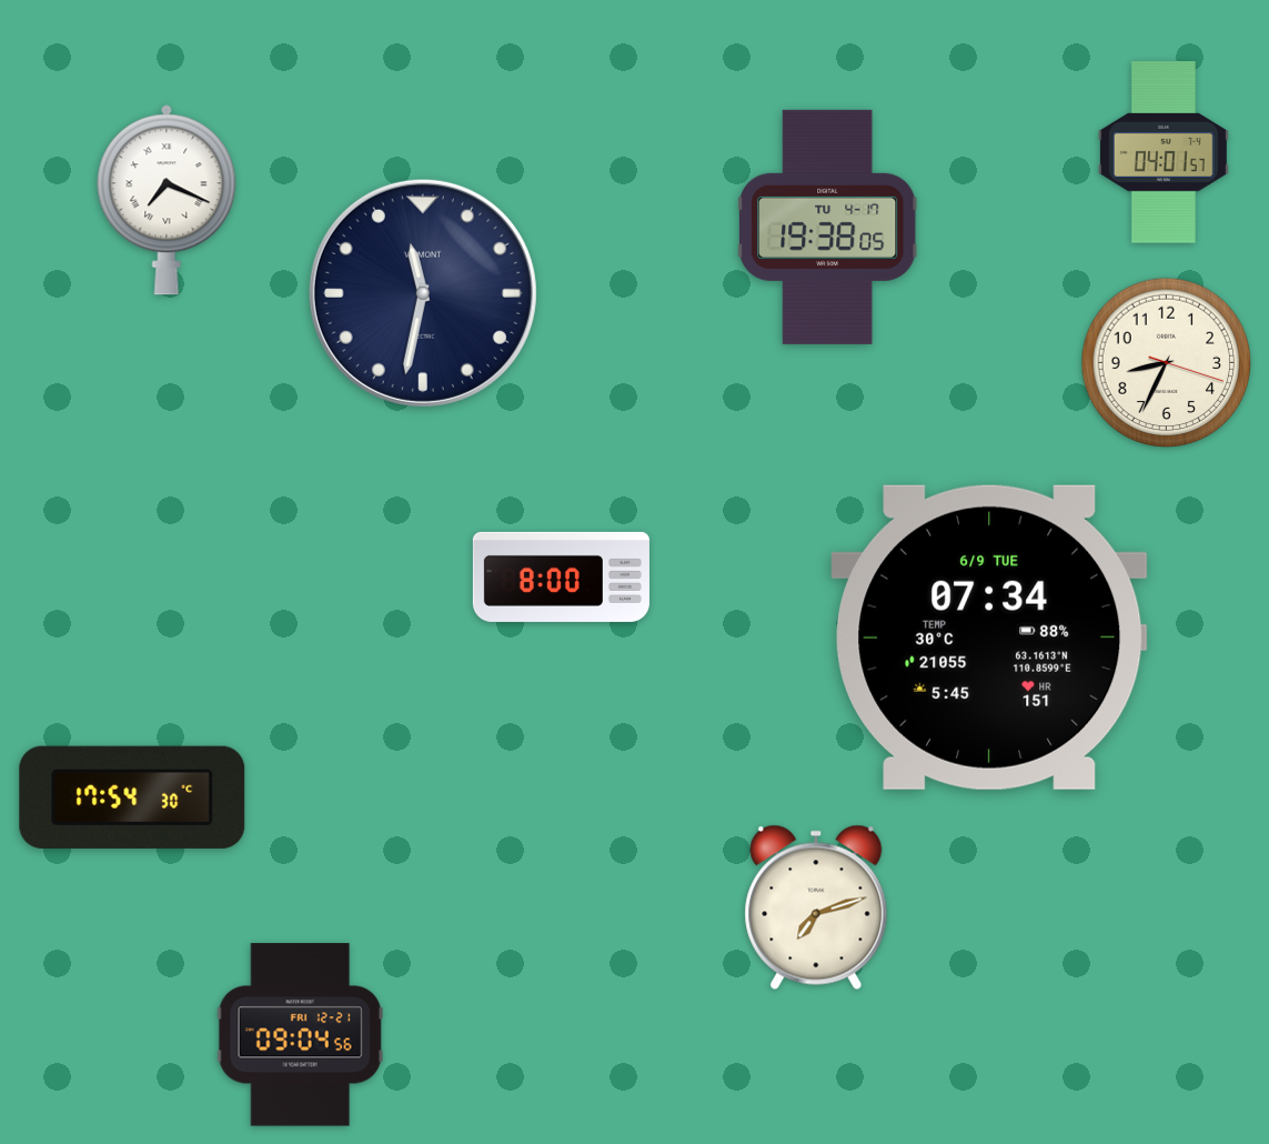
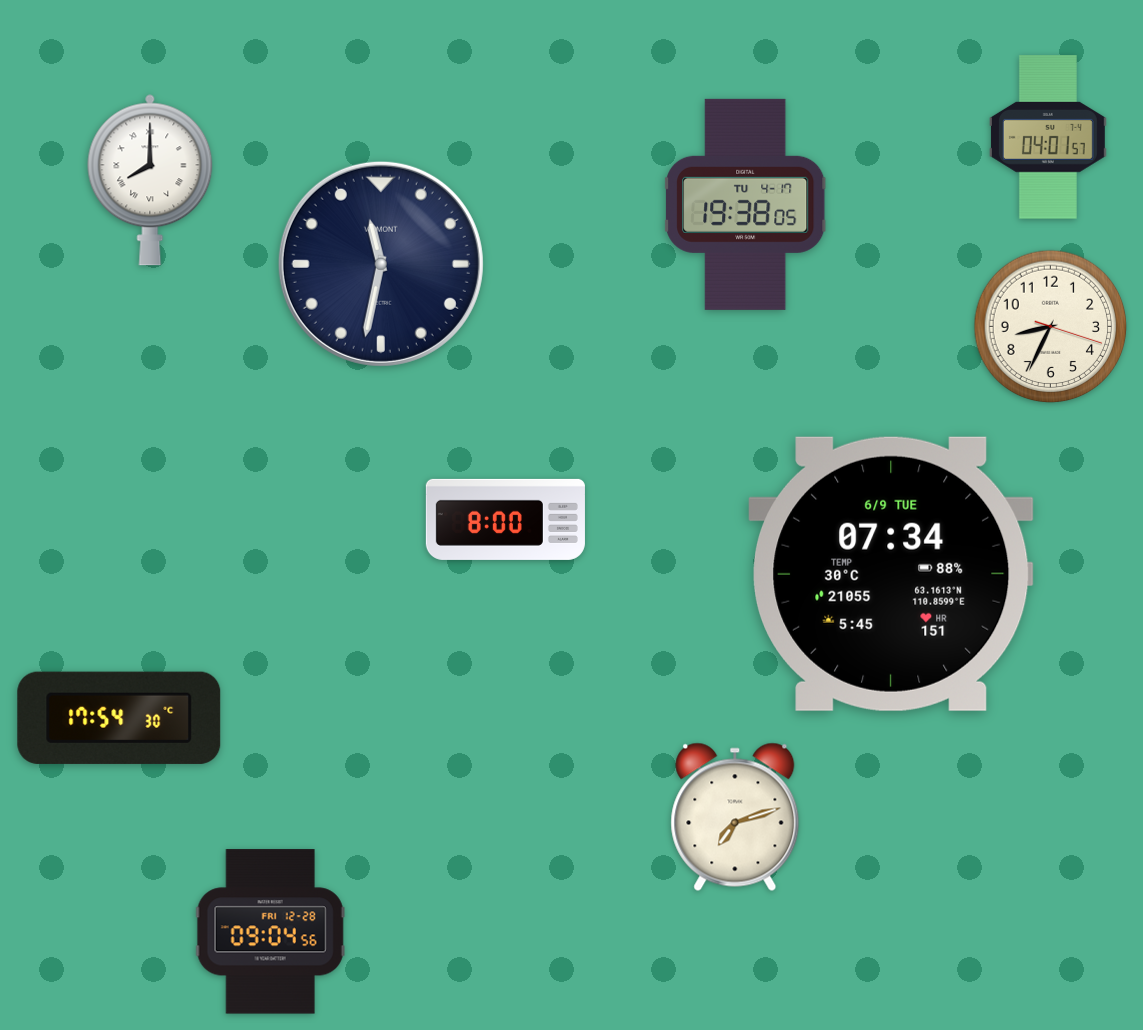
clock at (167, 200): 7:19 -> 8:00
clock at (300, 1035) date: FRI 12-21 -> FRI 12-28
